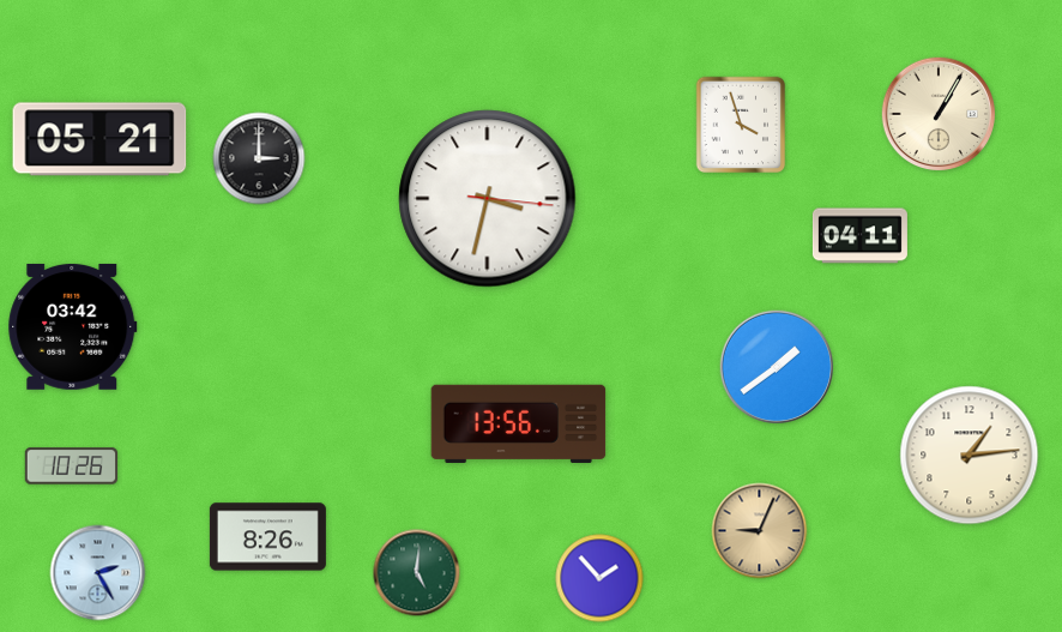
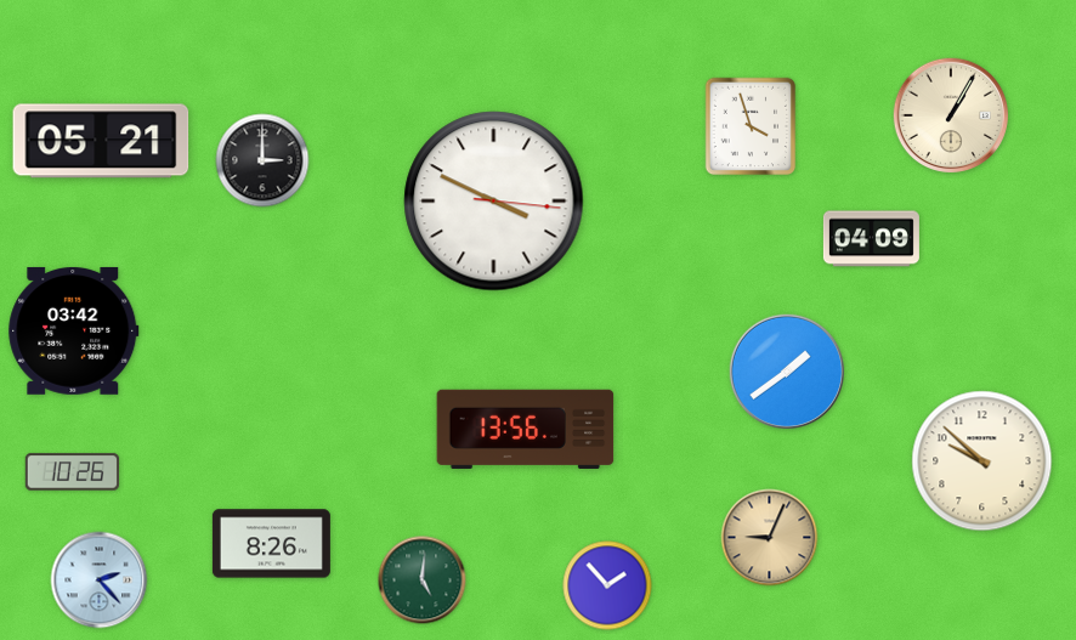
clock at (488, 199): 3:32 -> 3:49
clock at (859, 236): 04:11 -> 04:09
clock at (970, 456): 1:14 -> 9:52
clock at (98, 573): 2:25 -> 2:23
